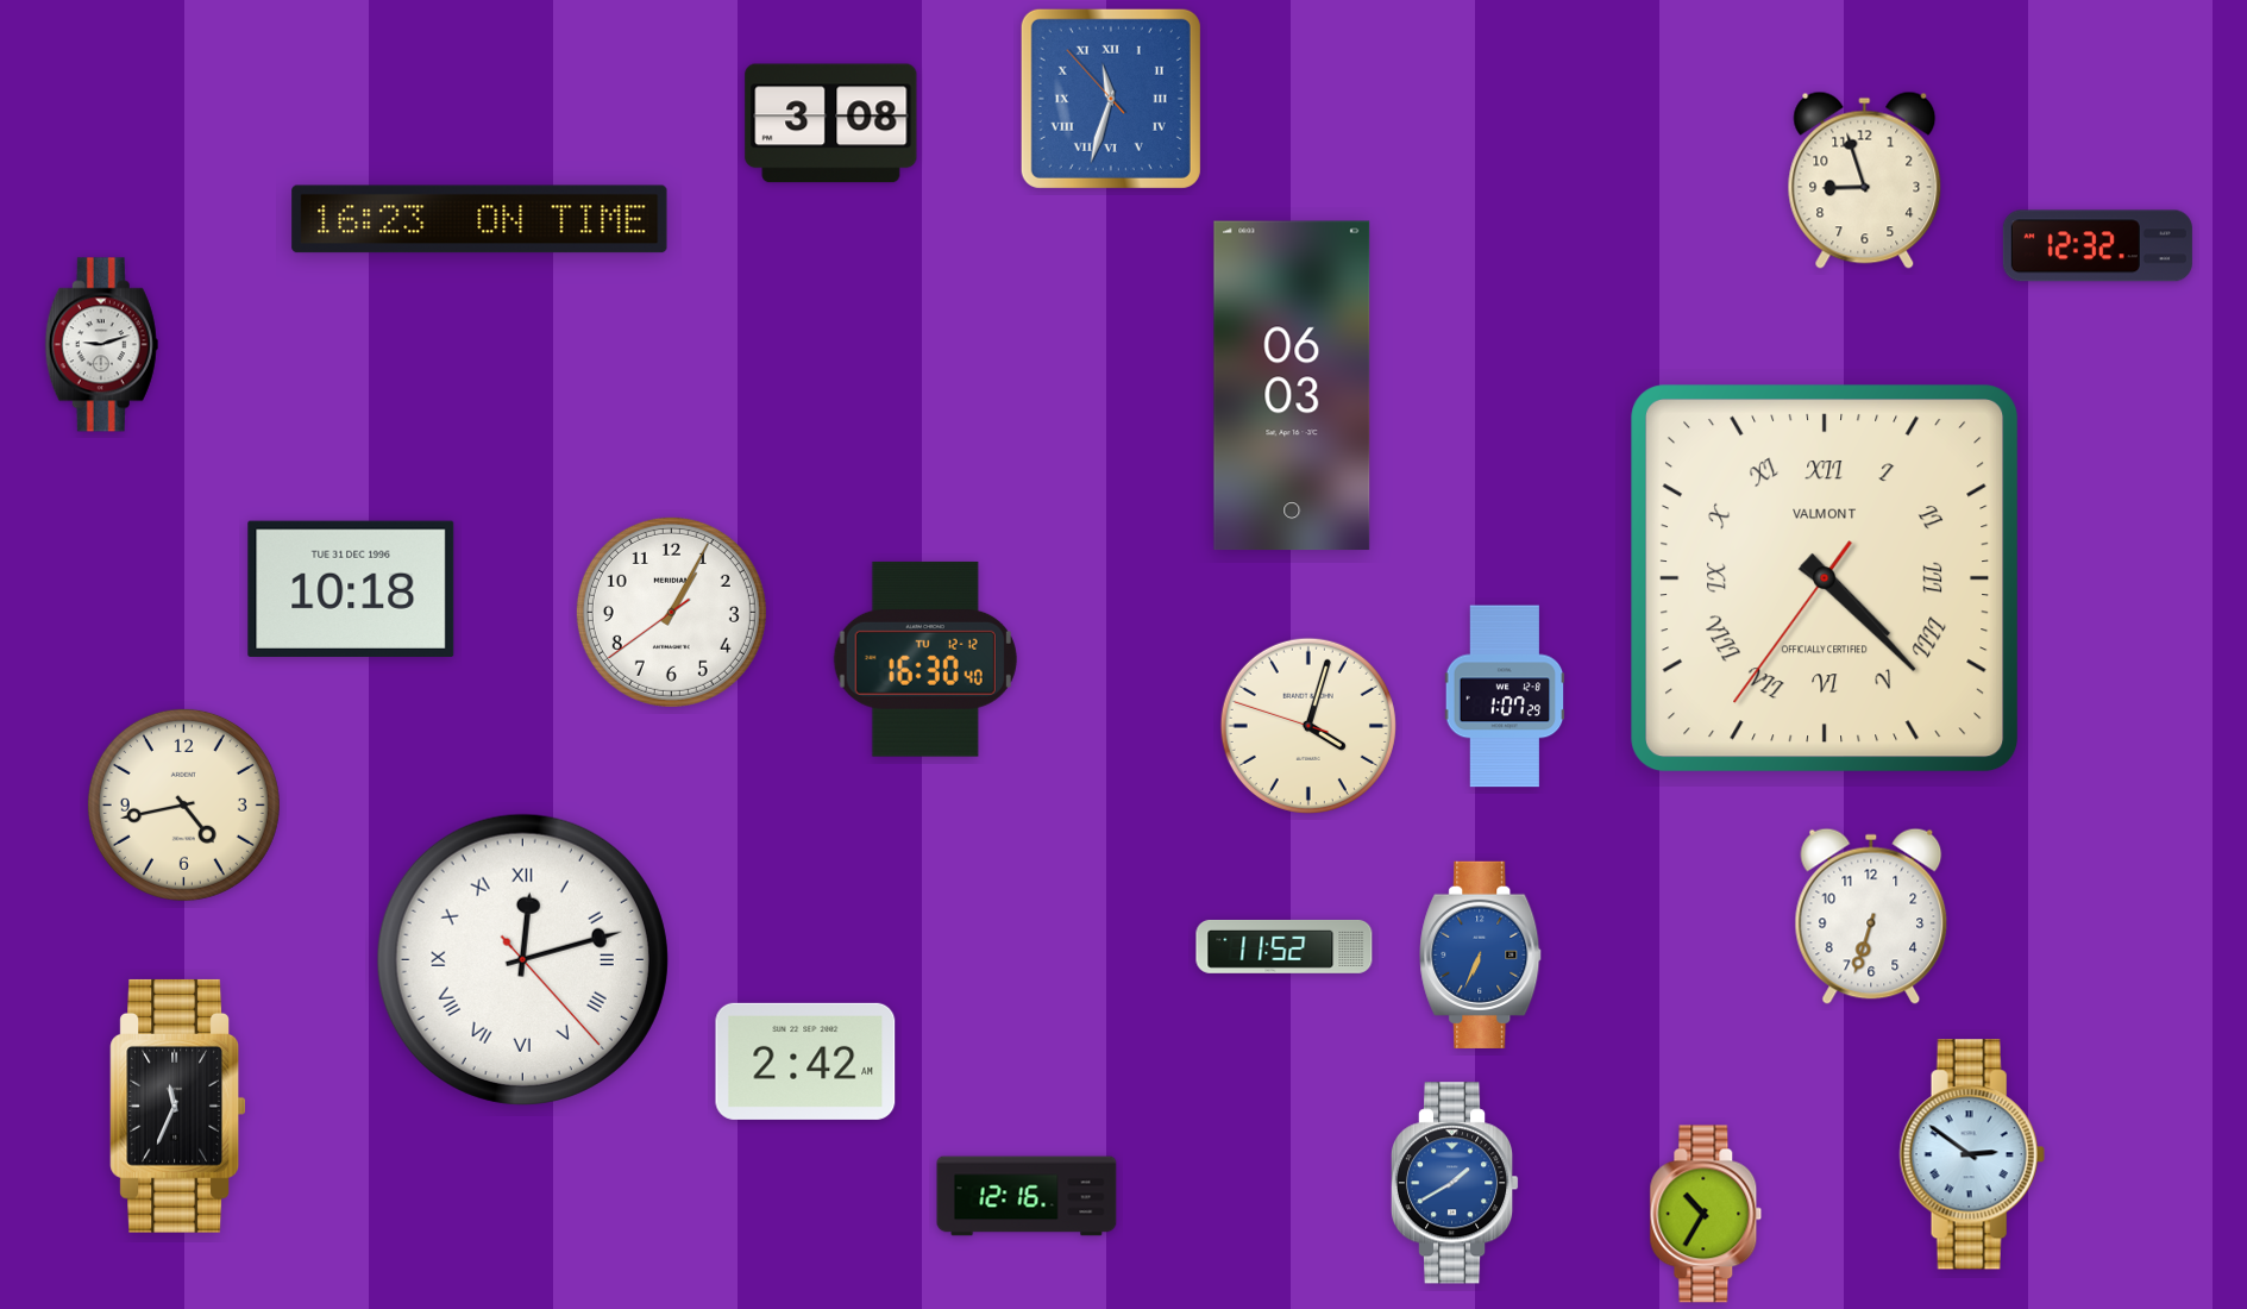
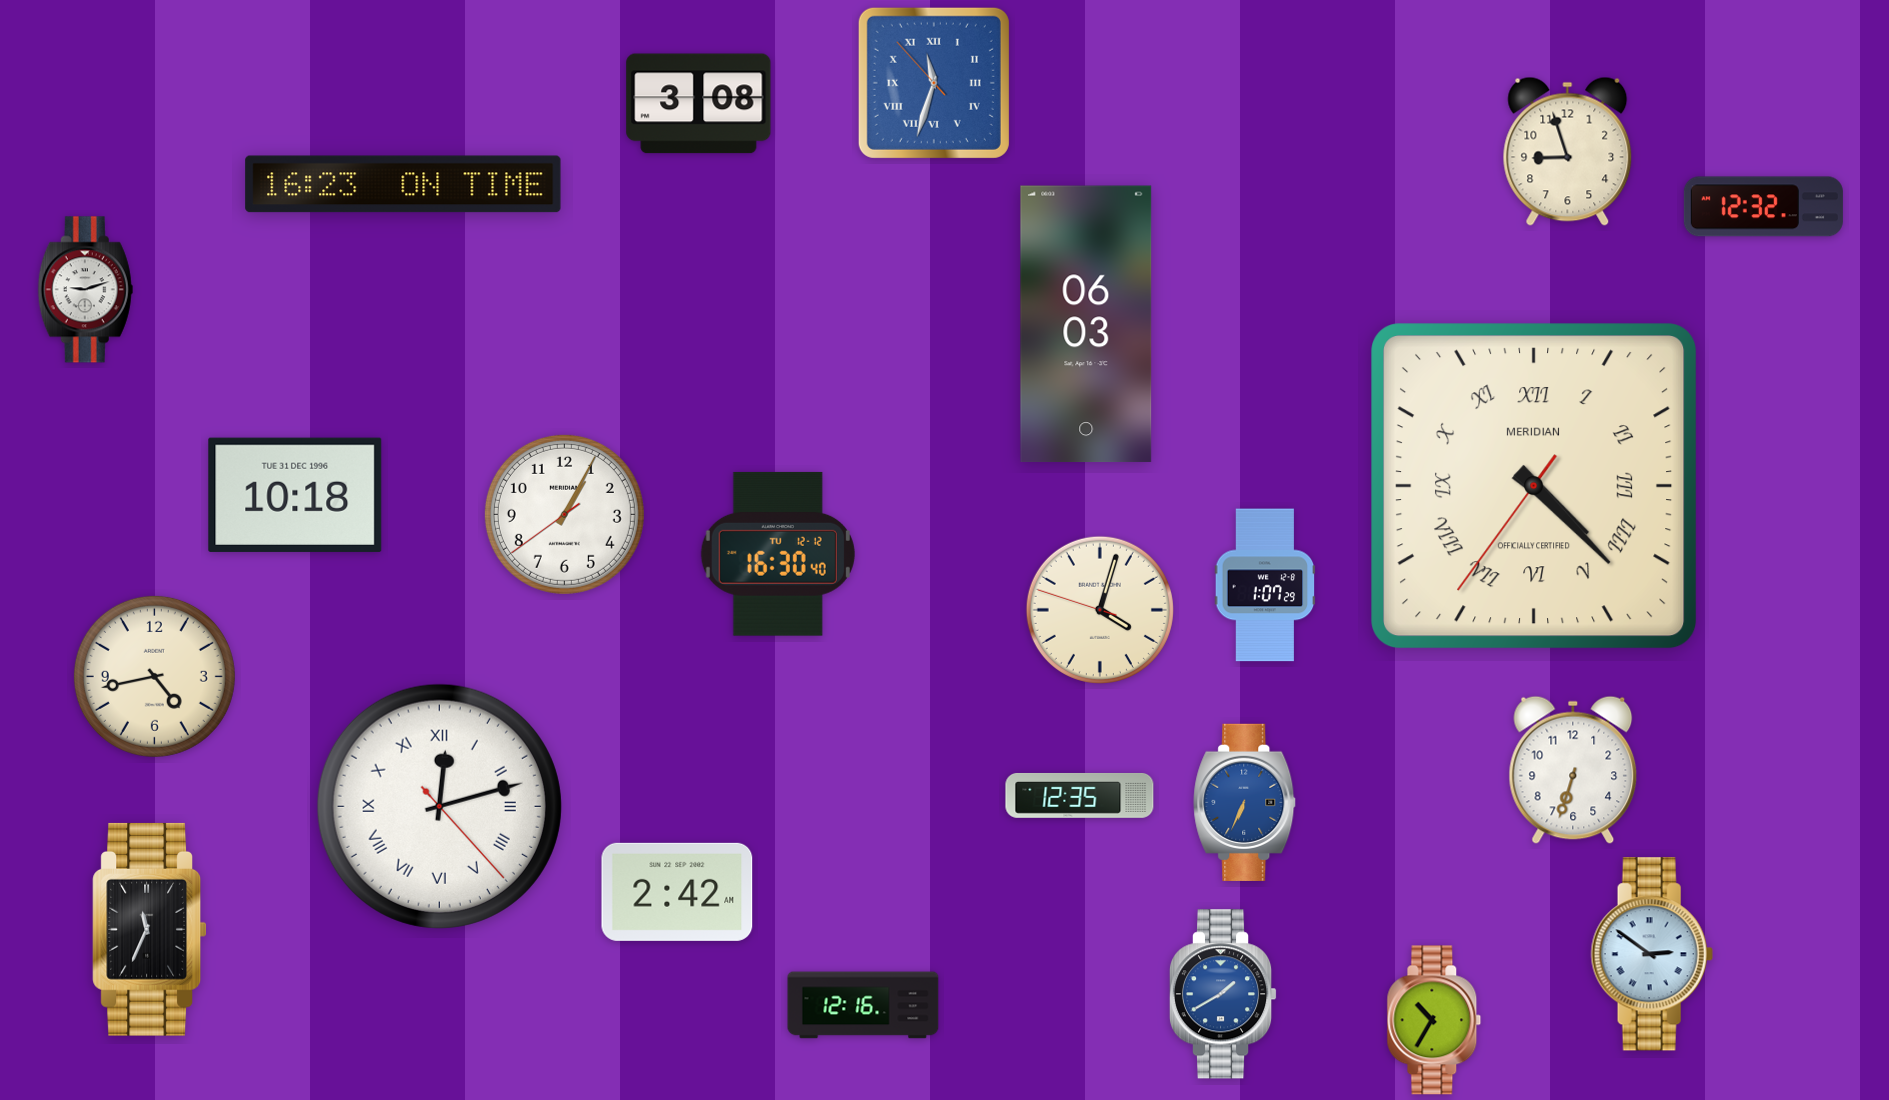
clock at (1825, 578) brand: VALMONT -> MERIDIAN
clock at (1285, 946): 11:52 -> 12:35
clock at (1972, 1154) position: (1972, 1154) -> (1652, 954)
